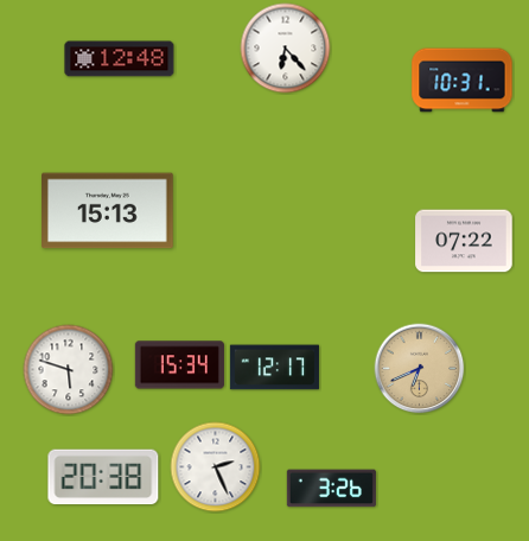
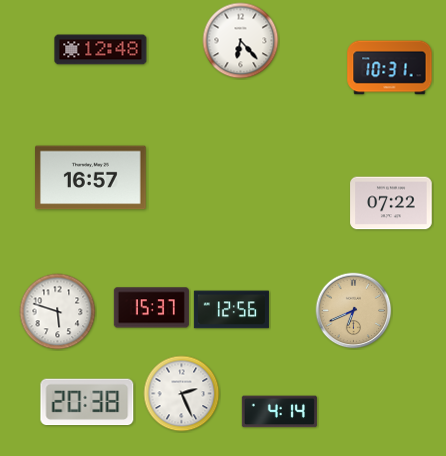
clock at (108, 211): 15:13 -> 16:57
clock at (179, 365): 15:34 -> 15:37
clock at (274, 368): 12:17 -> 12:56
clock at (331, 489): 3:26 -> 4:14
